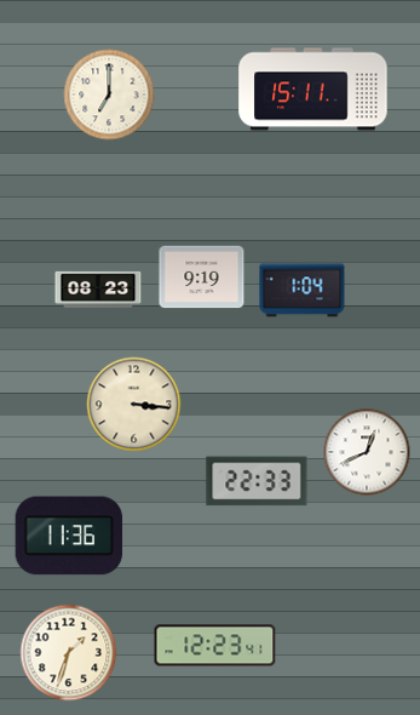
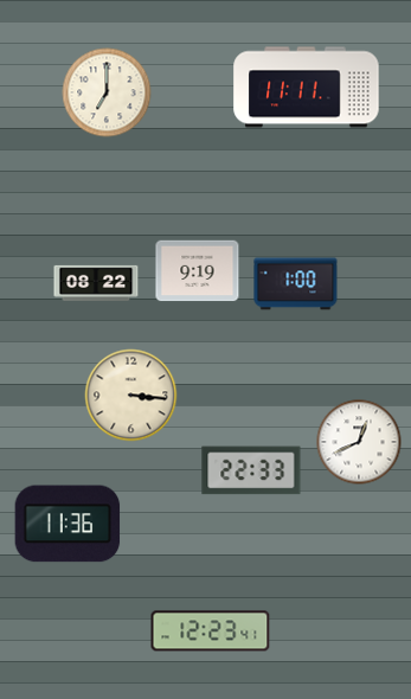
clock at (313, 90): 15:11 -> 11:11
clock at (98, 290): 08:23 -> 08:22
clock at (303, 291): 1:04 -> 1:00
clock at (69, 653): 1:33 -> none
